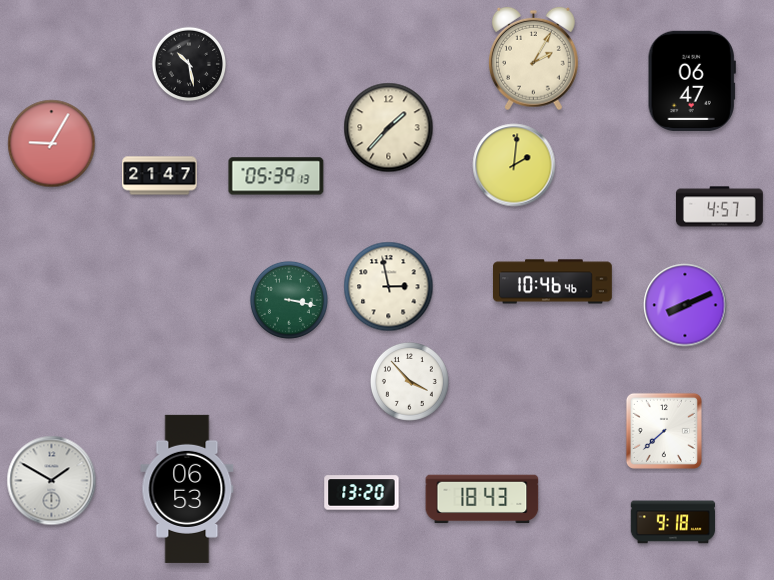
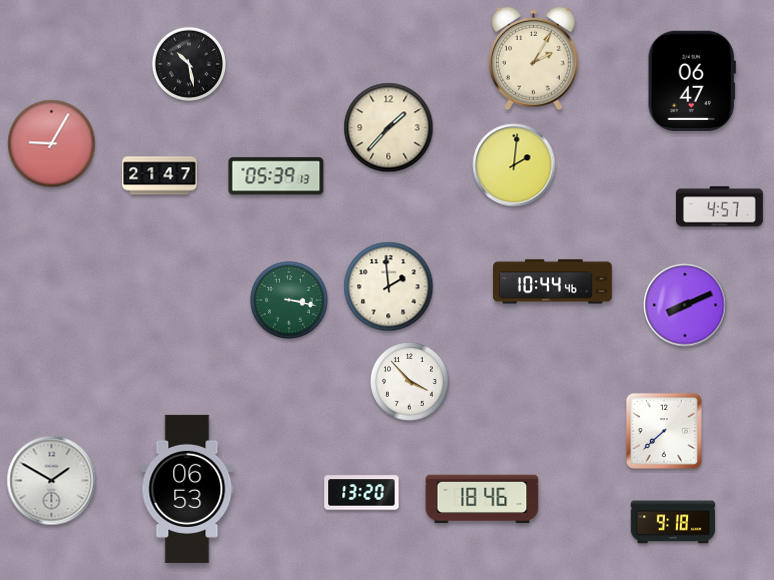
clock at (553, 282): 10:46 -> 10:44
clock at (389, 287): 2:58 -> 1:59
clock at (482, 499): 18:43 -> 18:46
